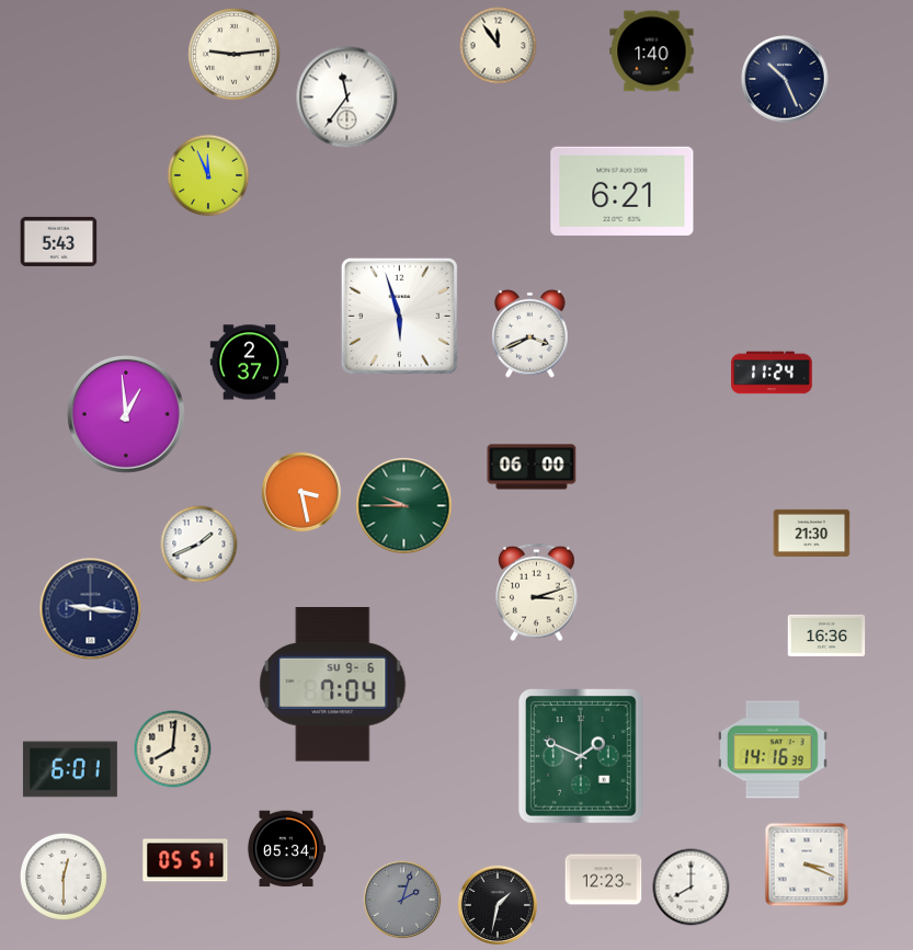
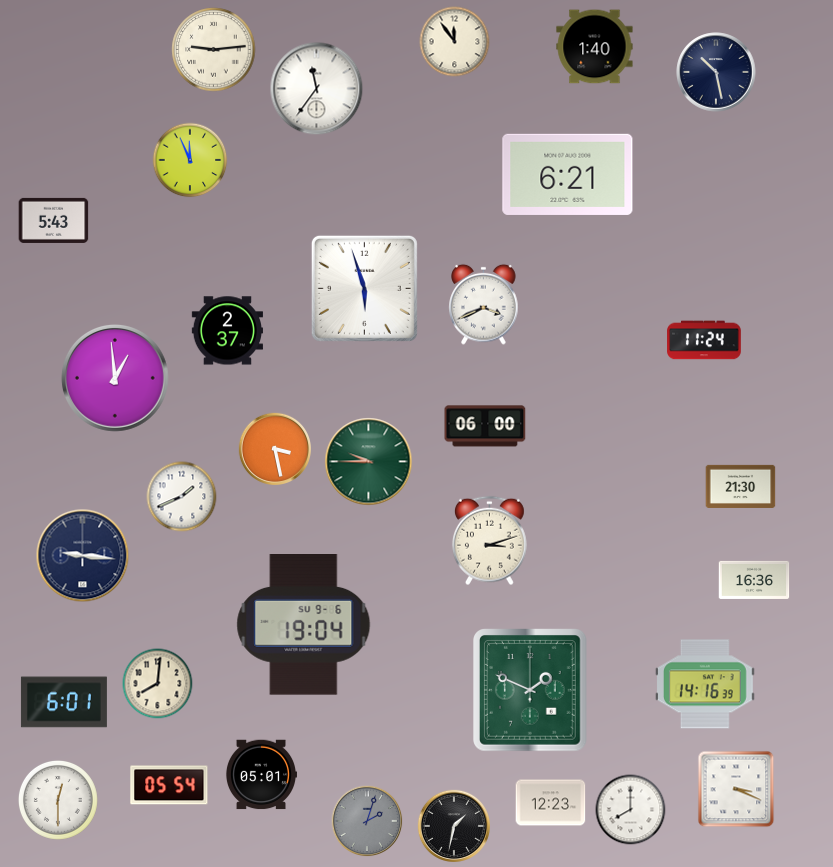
clock at (785, 79): 10:26 -> 10:28
clock at (333, 685): 7:04 -> 19:04
clock at (285, 849): 05:34 -> 05:01
clock at (185, 860): 05:51 -> 05:54
